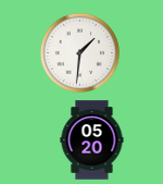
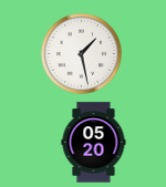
clock at (79, 52): 1:31 -> 1:28
